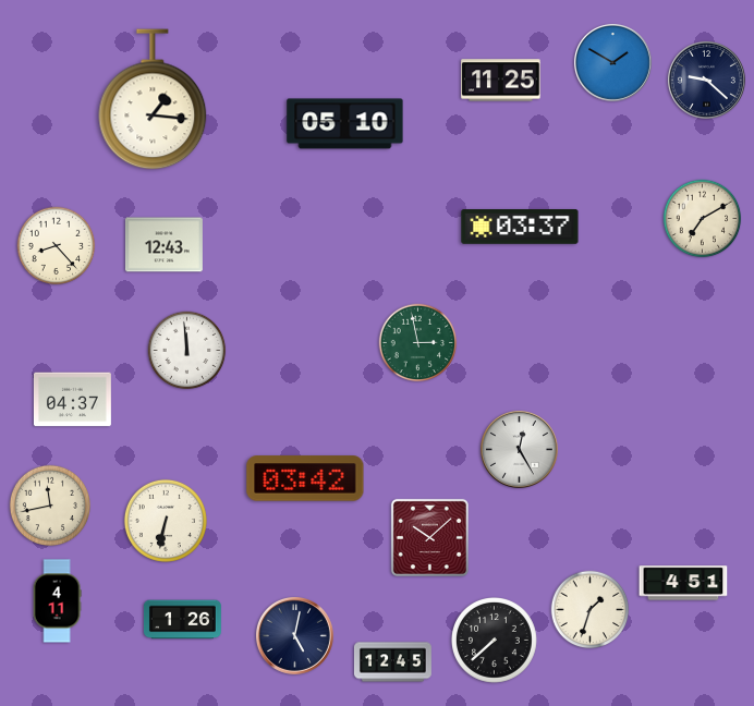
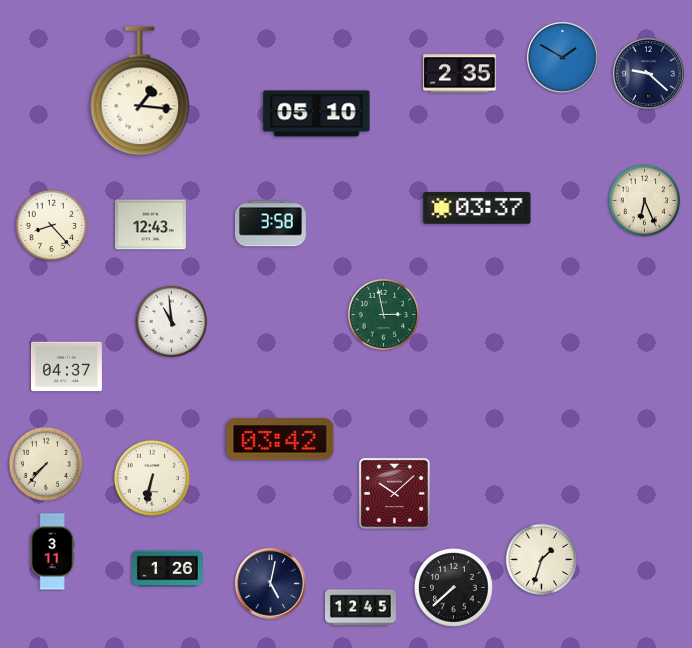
clock at (501, 81): 11:25 -> 2:35
clock at (703, 219): 7:10 -> 6:26
clock at (270, 224): none -> 3:58
clock at (187, 351): 11:59 -> 10:59
clock at (519, 449): 12:25 -> none
clock at (49, 504): 11:43 -> 7:37
clock at (683, 583): 4:51 -> none
clock at (57, 601): 4:11 -> 3:11
